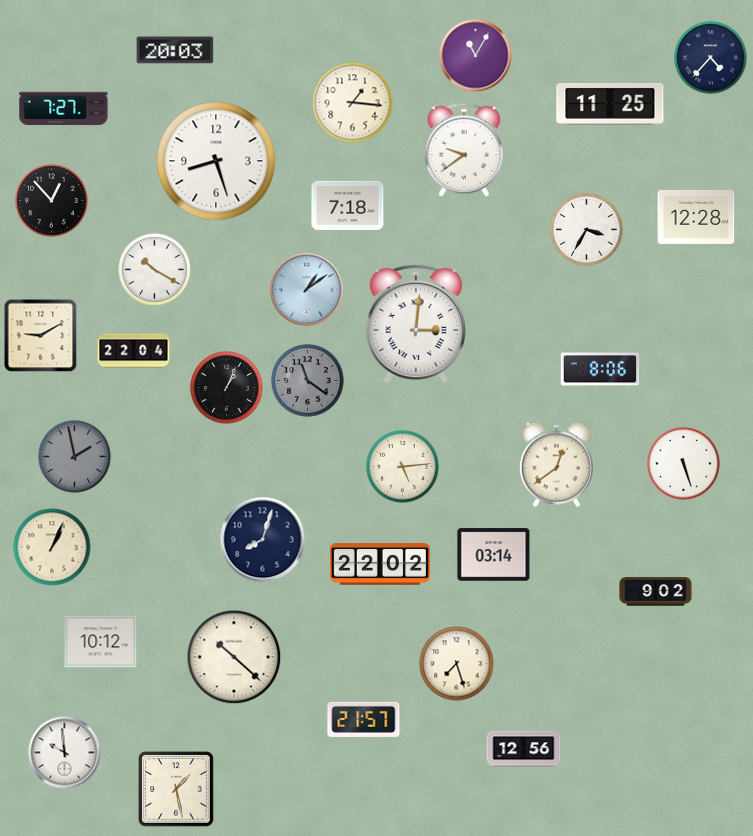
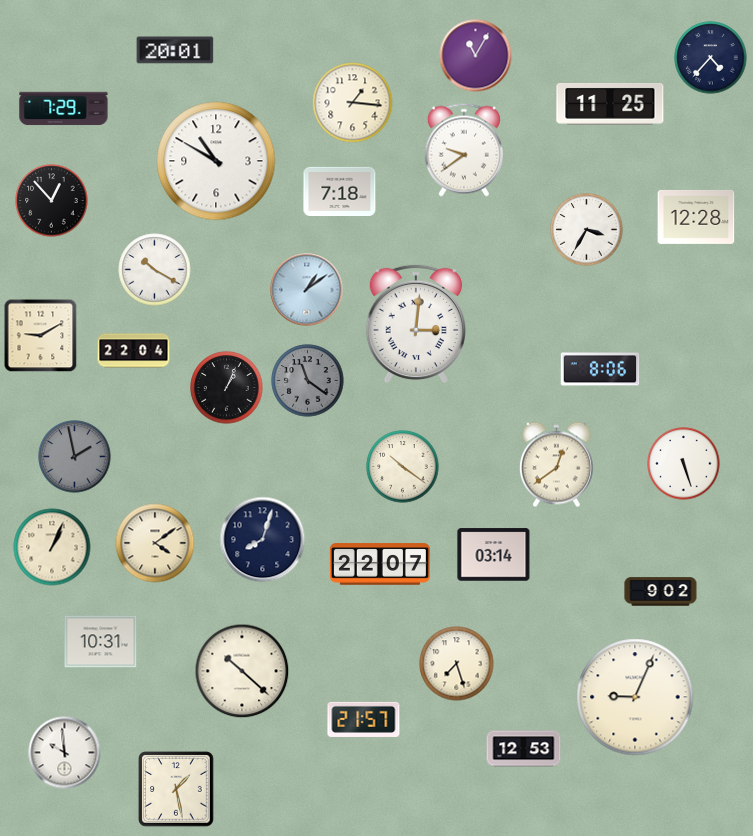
clock at (175, 50): 20:03 -> 20:01
clock at (64, 109): 7:27 -> 7:29
clock at (216, 161): 8:27 -> 10:50
clock at (348, 205) position: (348, 205) -> (340, 191)
clock at (403, 467): 5:14 -> 10:21
clock at (155, 543): none -> 4:09
clock at (380, 564): 22:02 -> 22:07
clock at (656, 592) position: (656, 592) -> (661, 592)
clock at (101, 642): 10:12 -> 10:31
clock at (234, 657) position: (234, 657) -> (242, 671)
clock at (635, 697): none -> 9:04
clock at (524, 749): 12:56 -> 12:53
